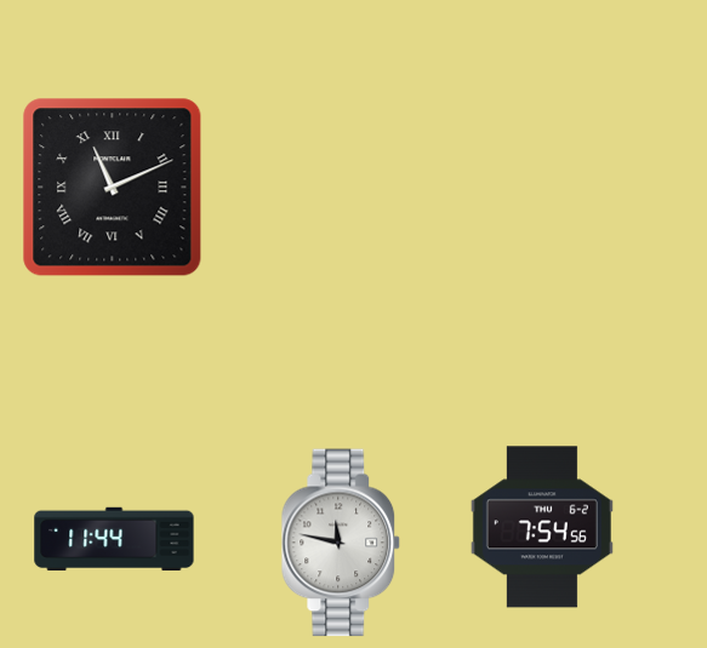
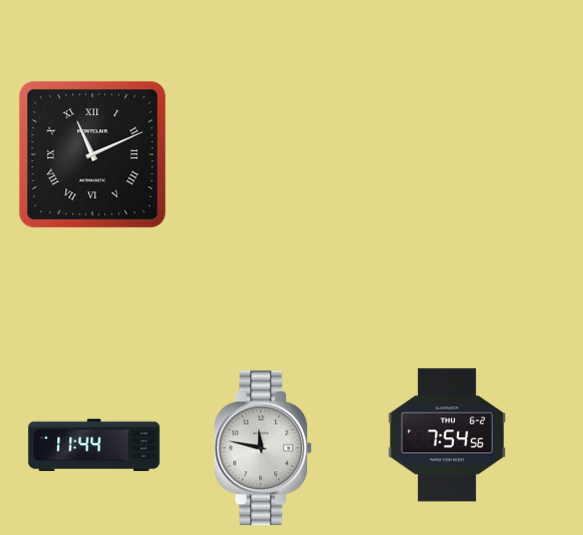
clock at (341, 543) position: (341, 543) -> (263, 448)
